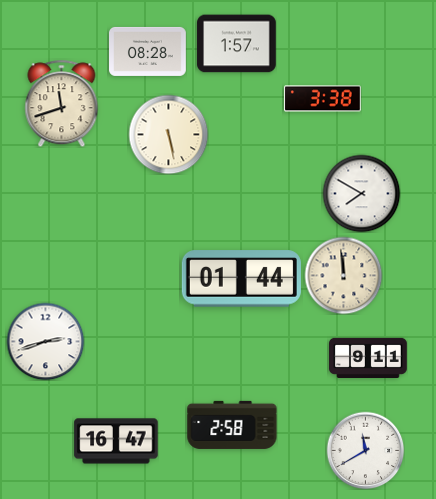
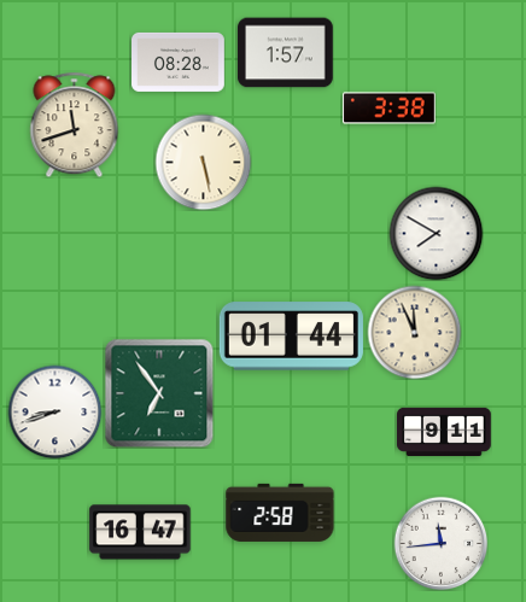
clock at (323, 99) position: (323, 99) -> (390, 109)
clock at (343, 275): 11:59 -> 11:56
clock at (159, 393): none -> 6:54
clock at (45, 341): 2:42 -> 8:42
clock at (365, 450): 11:40 -> 11:44
